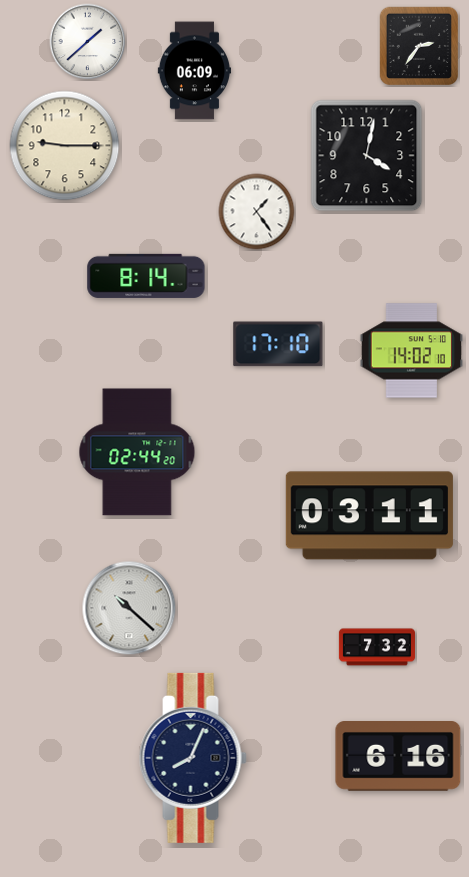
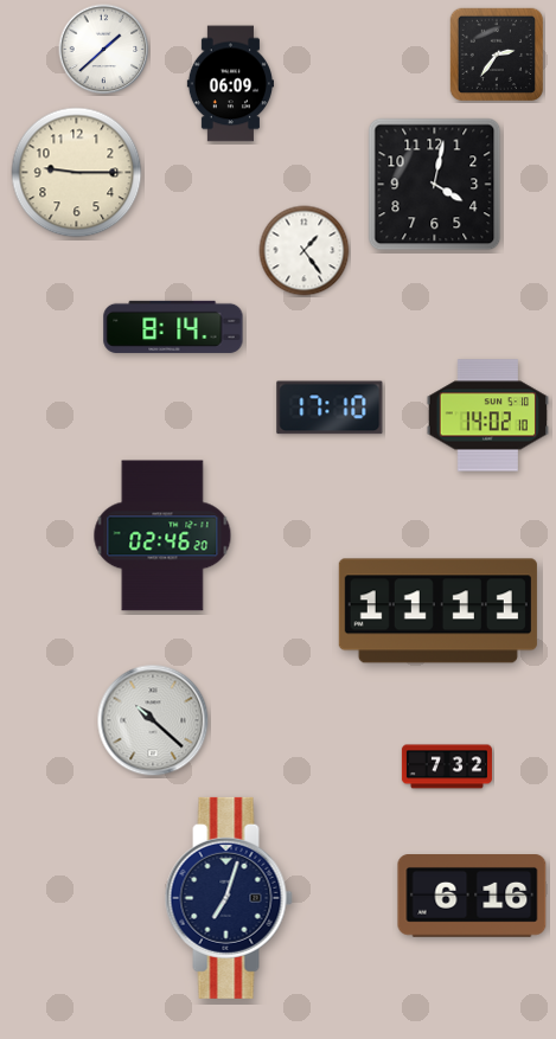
clock at (137, 452): 02:44 -> 02:46
clock at (369, 516): 03:11 -> 11:11
clock at (193, 758): 8:04 -> 7:03
